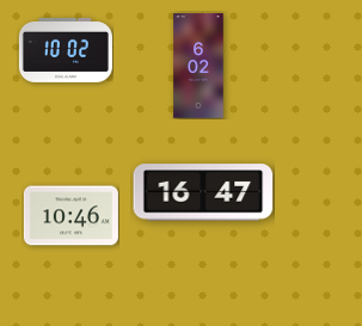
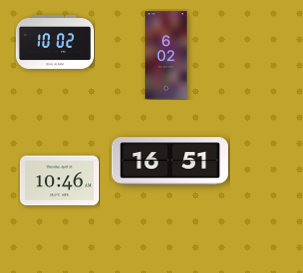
clock at (203, 192): 16:47 -> 16:51
